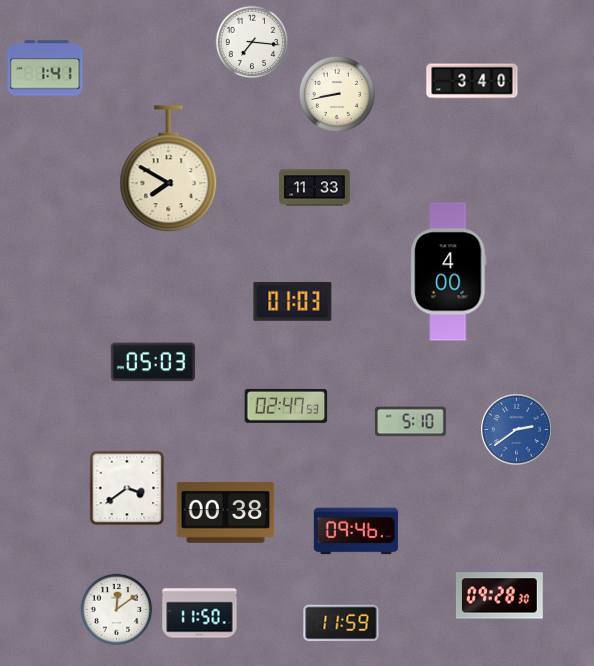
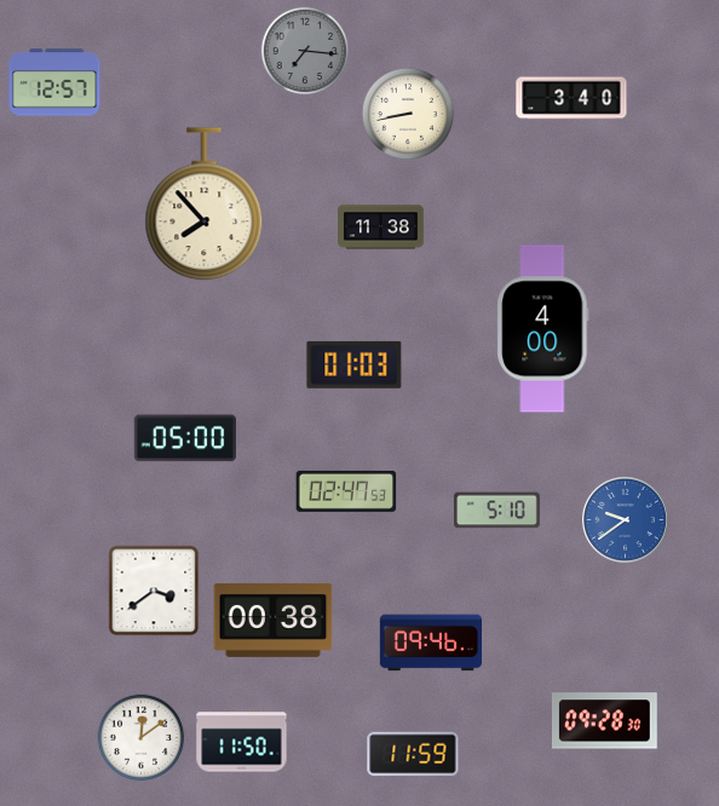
clock at (252, 42) dial: white -> grey
clock at (45, 68): 1:41 -> 12:57
clock at (169, 169): 7:50 -> 7:53
clock at (315, 188): 11:33 -> 11:38
clock at (153, 362): 05:03 -> 05:00
clock at (517, 430): 2:39 -> 9:39
